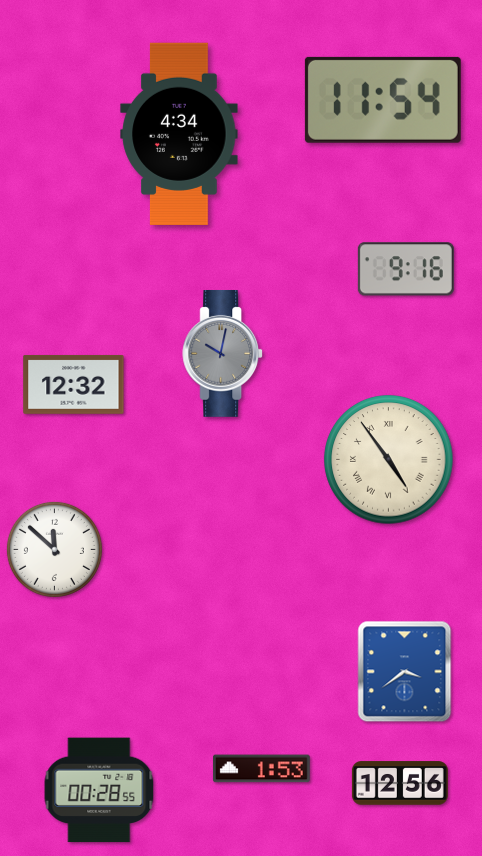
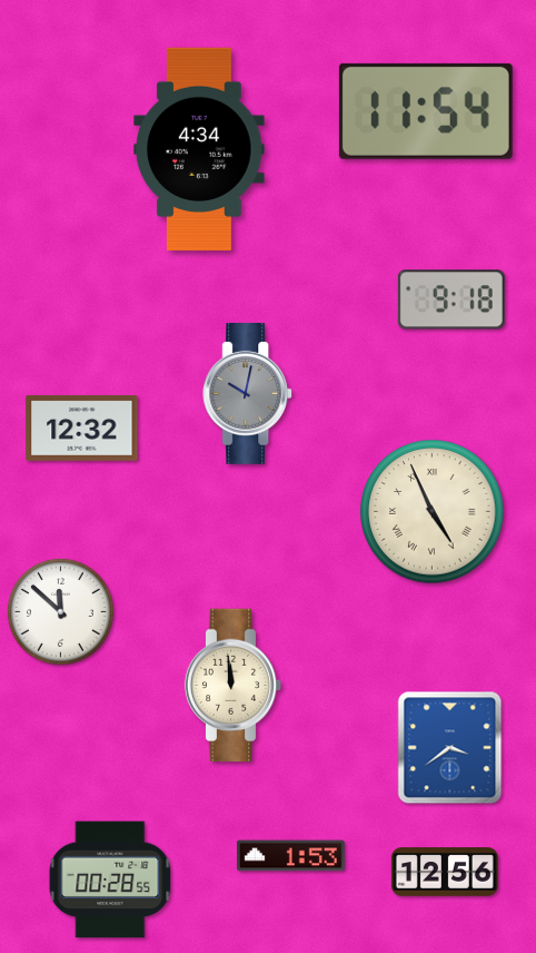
clock at (406, 269): 9:16 -> 9:18
clock at (389, 460): 4:54 -> 4:56
clock at (234, 686): none -> 11:59
